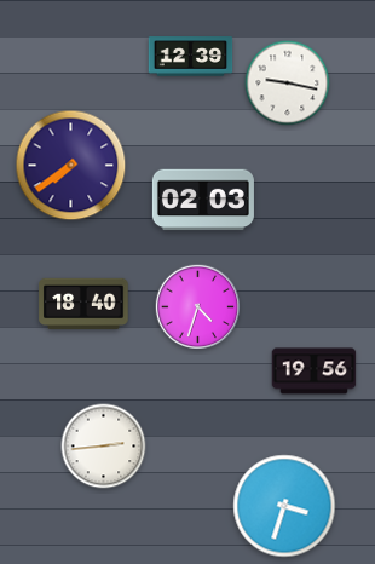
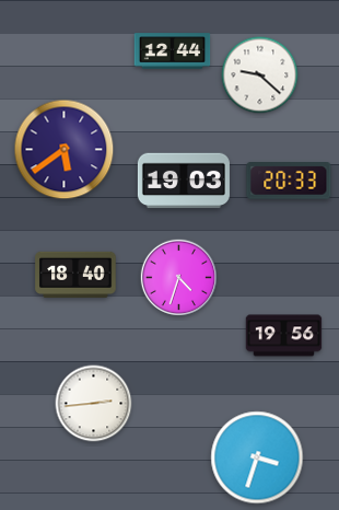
clock at (191, 57): 12:39 -> 12:44
clock at (288, 84): 9:17 -> 9:22
clock at (71, 166): 7:39 -> 5:39
clock at (203, 200): 02:03 -> 19:03
clock at (289, 181): none -> 20:33
